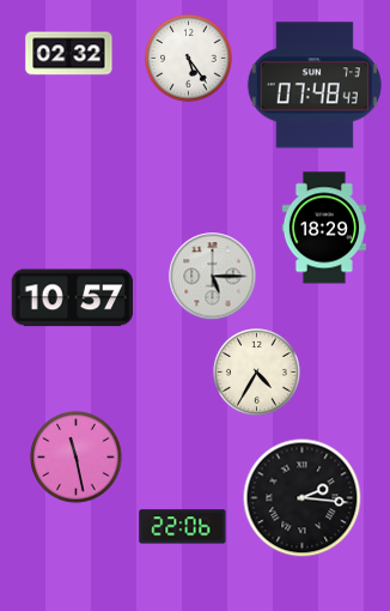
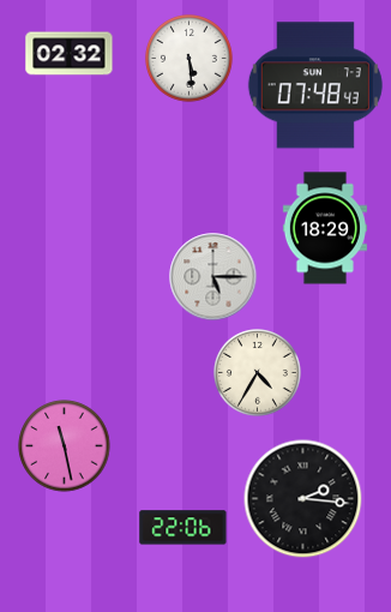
clock at (189, 59): 5:24 -> 5:29
clock at (72, 298): 10:57 -> none
clock at (77, 458) position: (77, 458) -> (65, 446)
